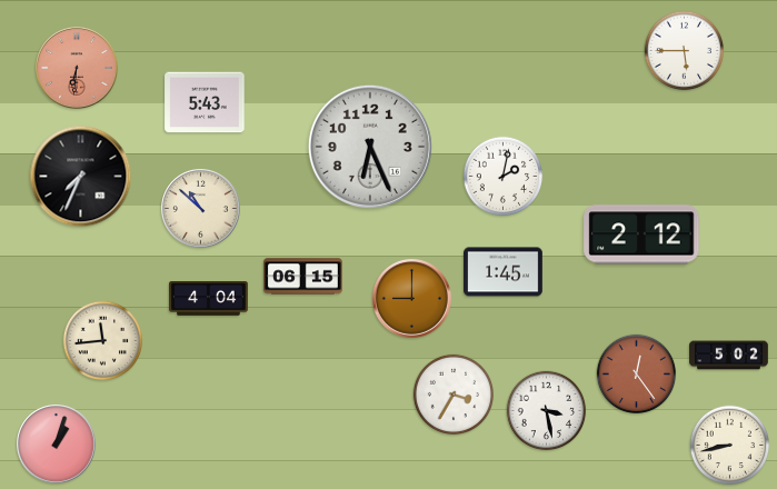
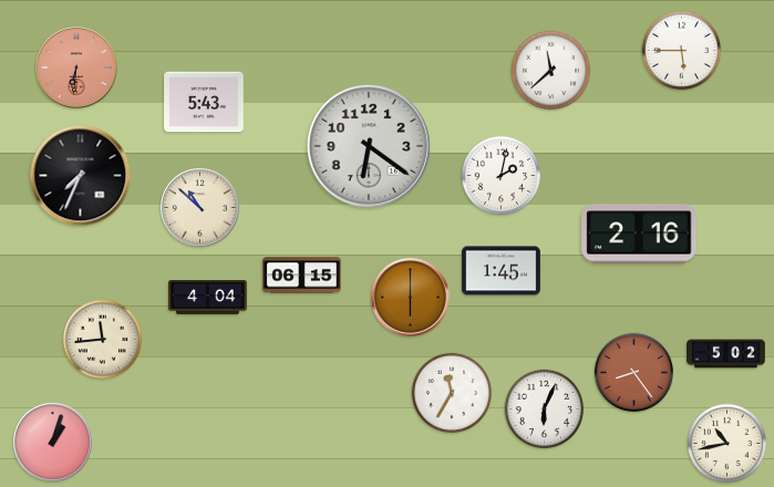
clock at (551, 71): none -> 11:38
clock at (370, 147): 6:26 -> 6:21
clock at (641, 234): 2:12 -> 2:16
clock at (412, 299): 9:00 -> 6:00
clock at (637, 375): 12:24 -> 8:24
clock at (452, 393): 3:35 -> 11:35
clock at (547, 411): 3:28 -> 6:04
clock at (57, 445) position: (57, 445) -> (53, 443)
clock at (730, 446): 8:43 -> 10:43
